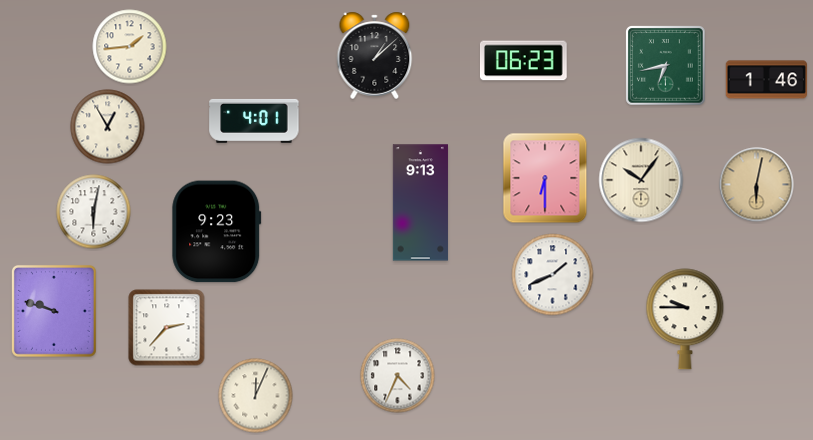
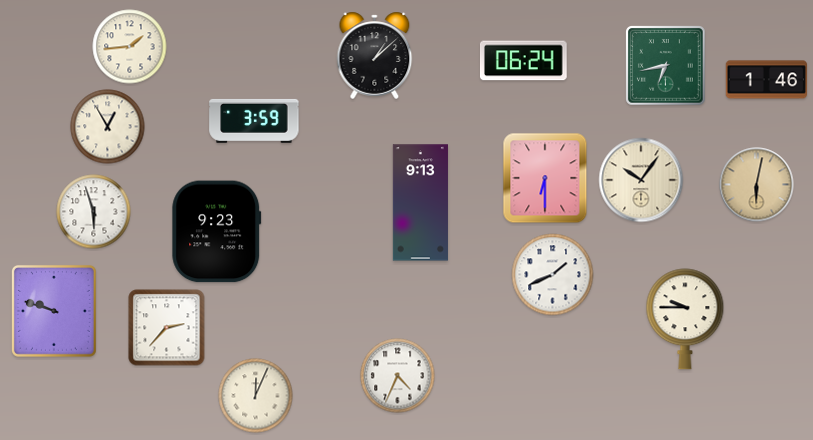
clock at (523, 61): 06:23 -> 06:24
clock at (254, 121): 4:01 -> 3:59
clock at (94, 212): 6:02 -> 5:57
